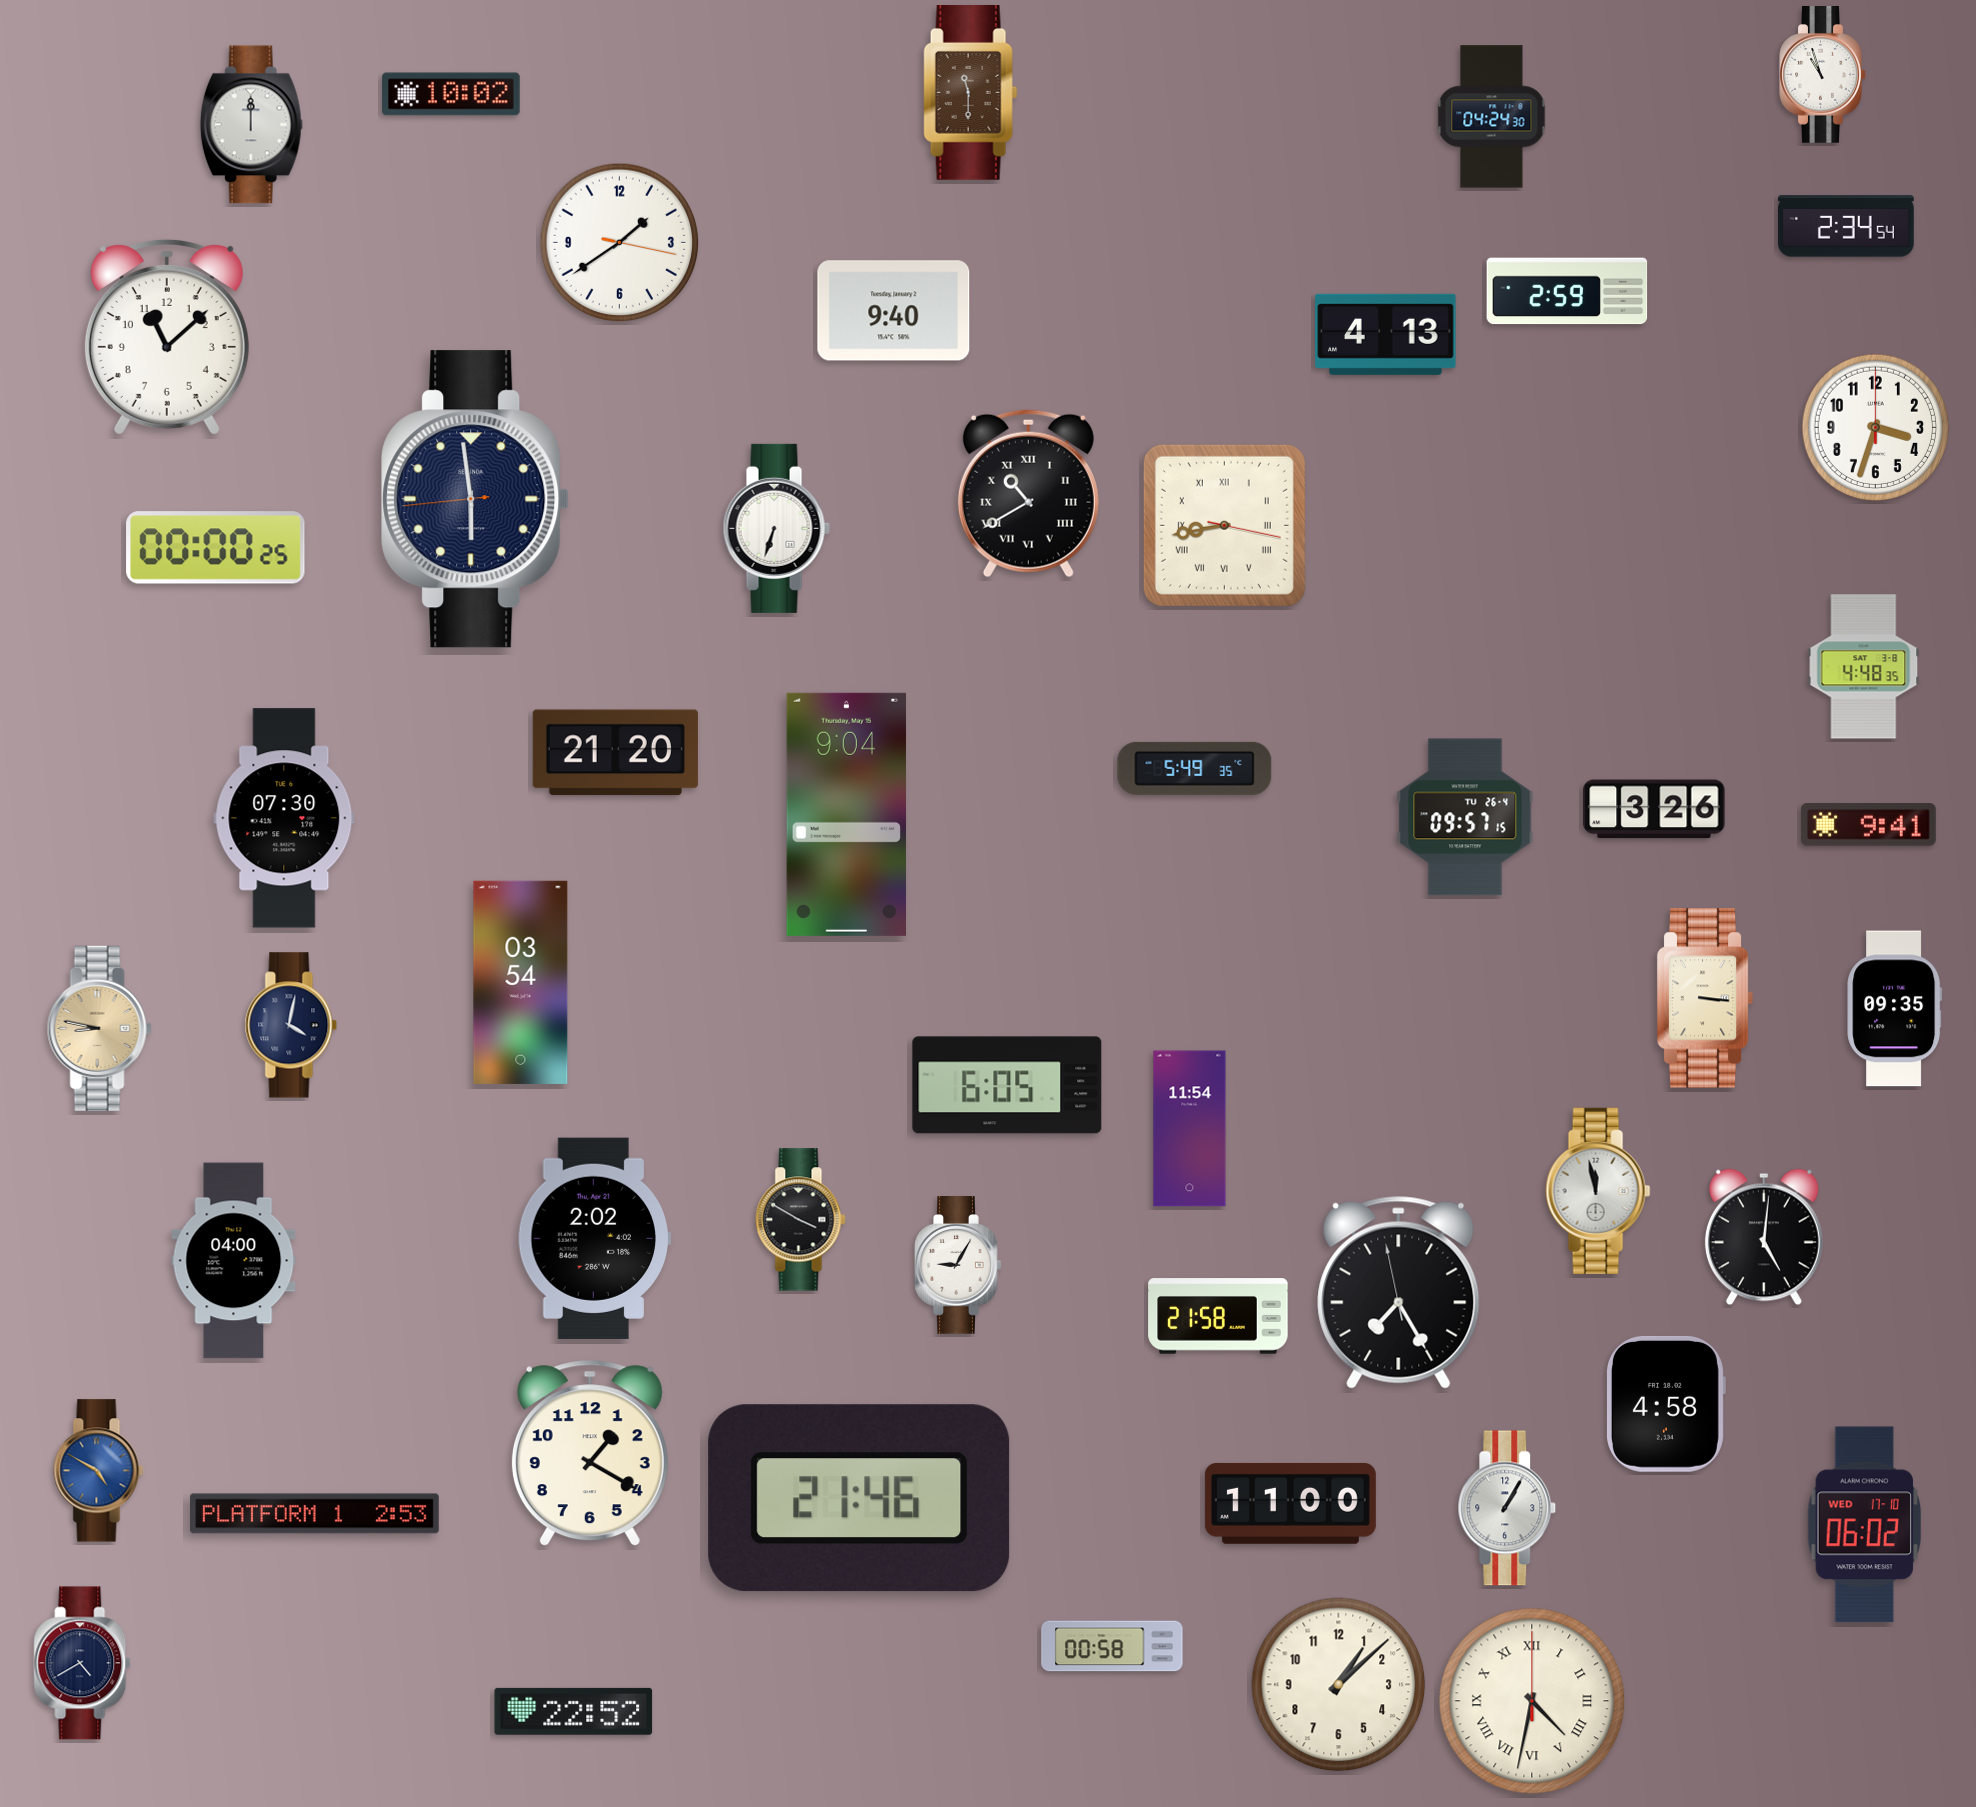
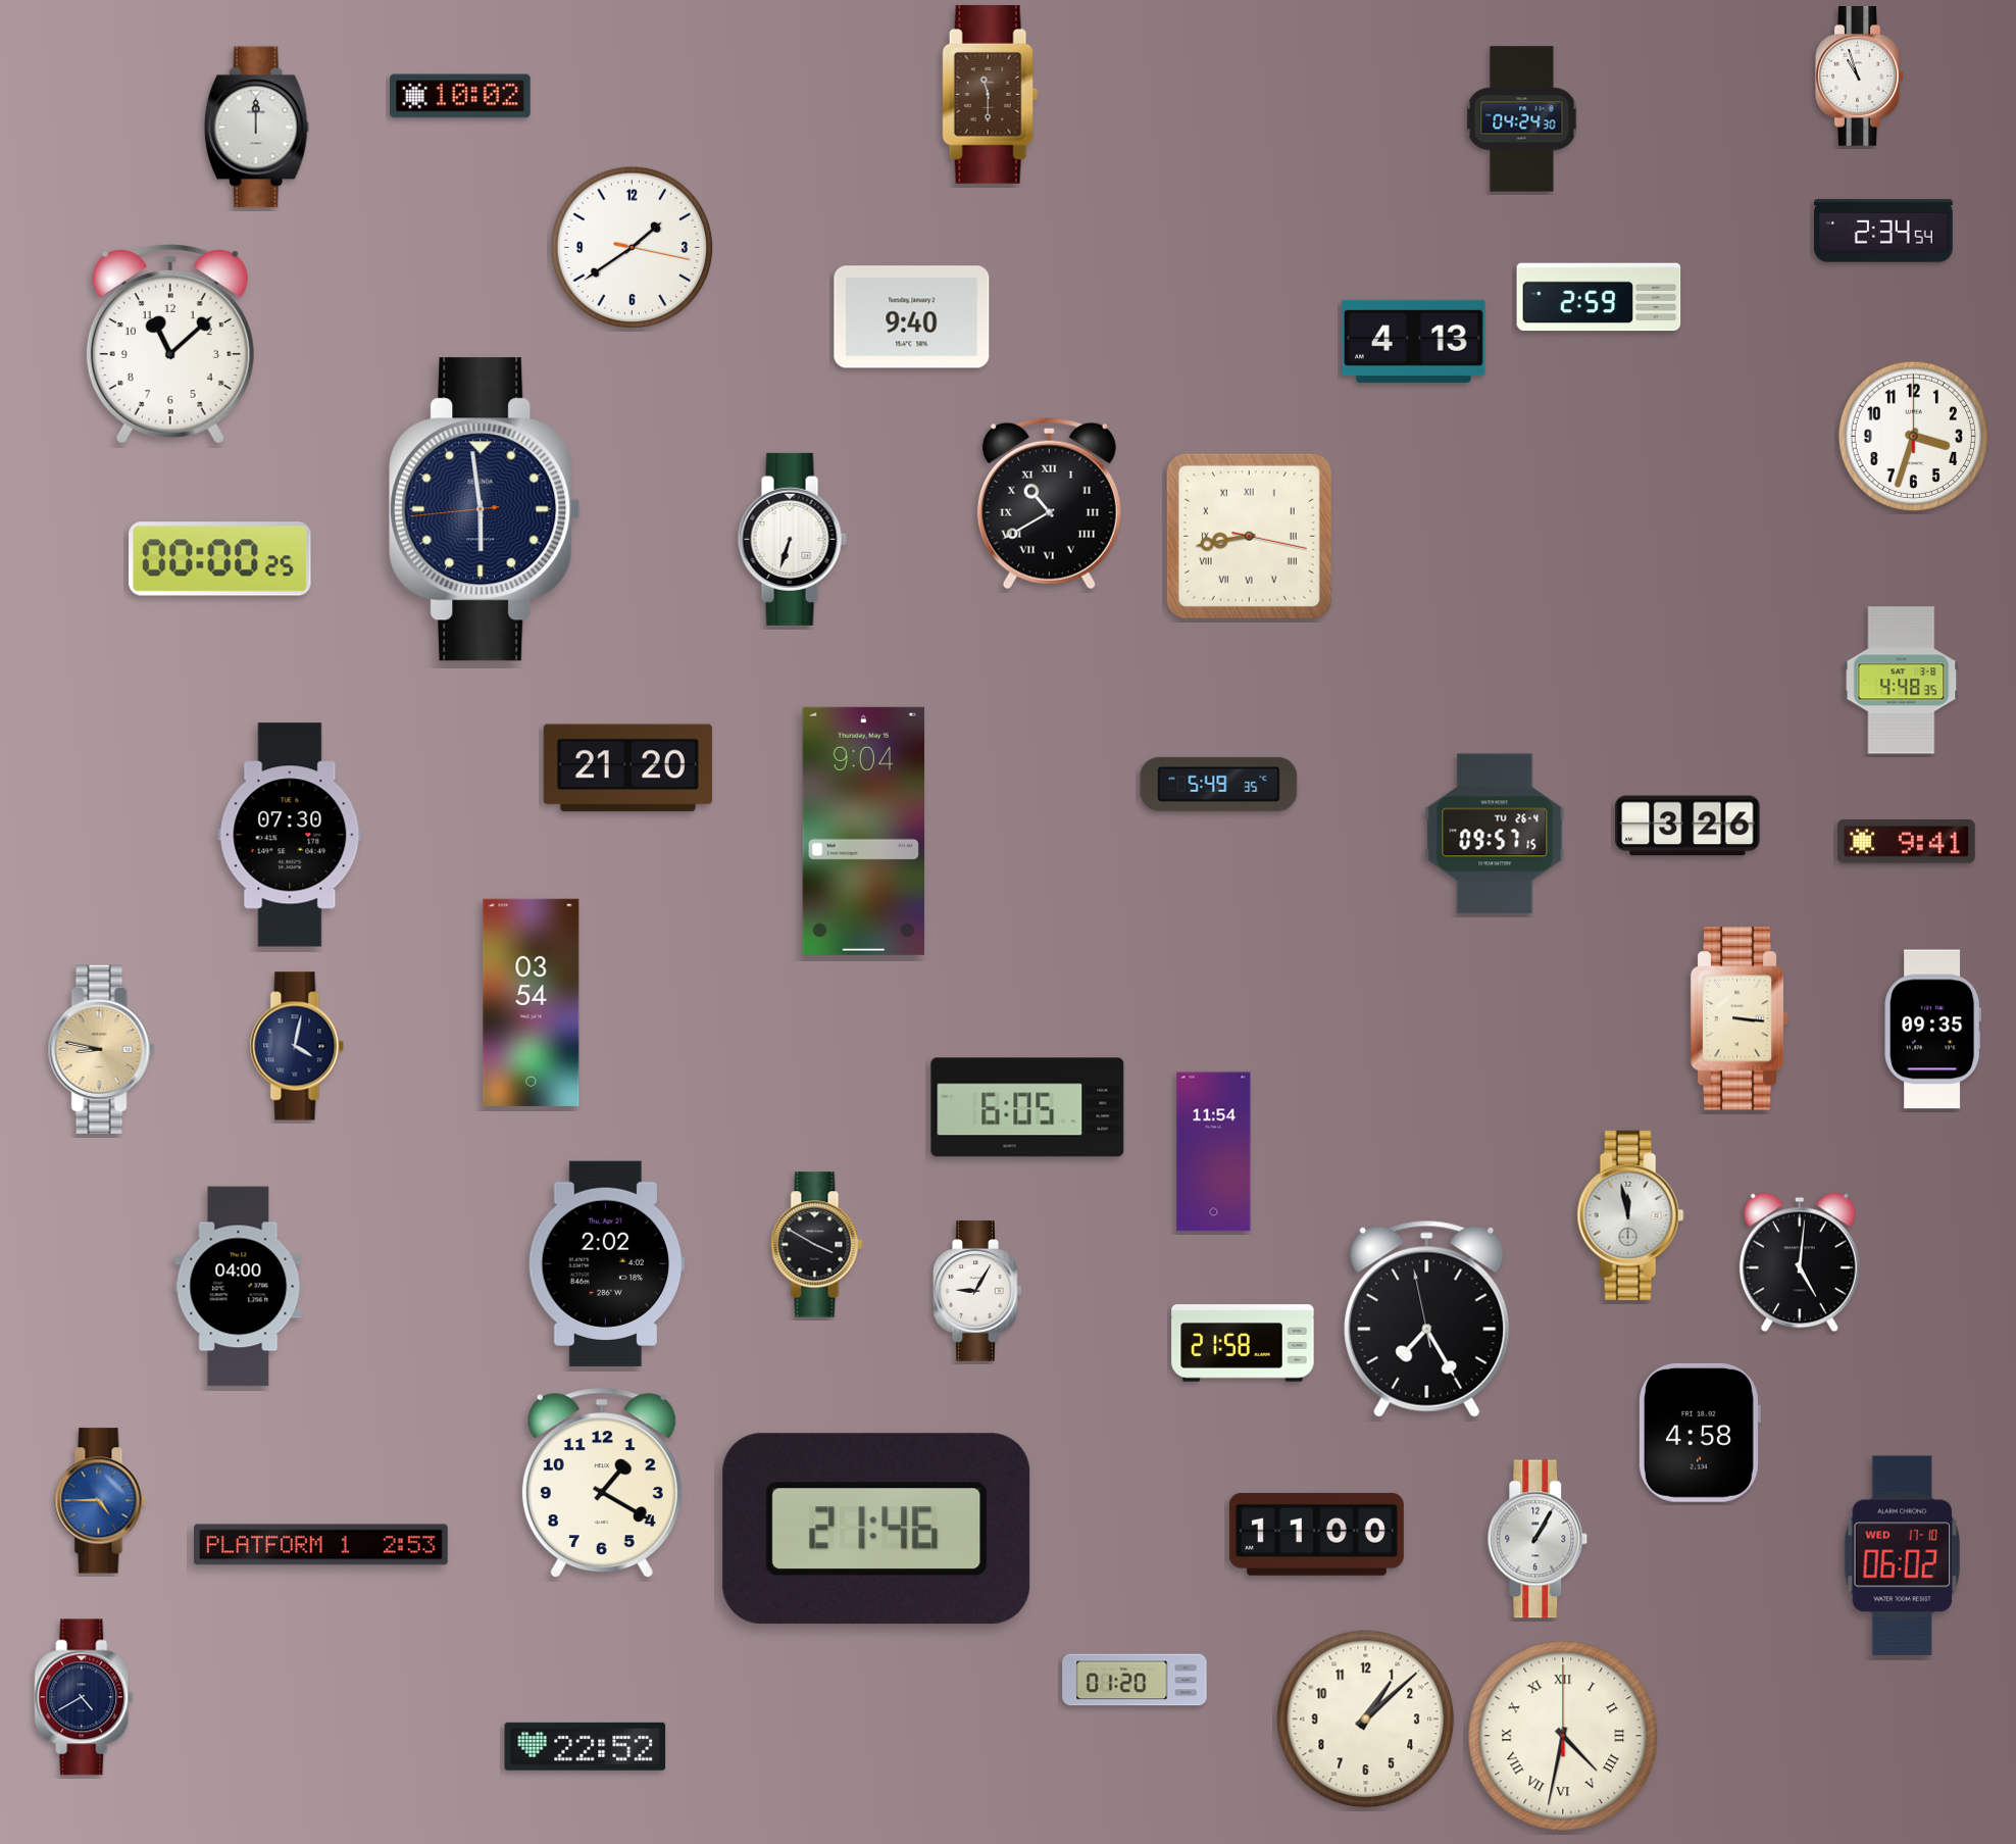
clock at (99, 1471): 4:50 -> 4:45
clock at (1112, 1646): 00:58 -> 01:20
